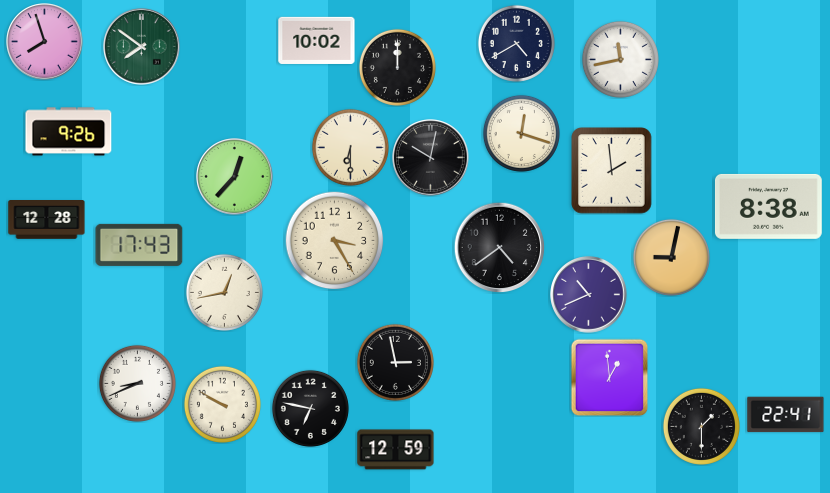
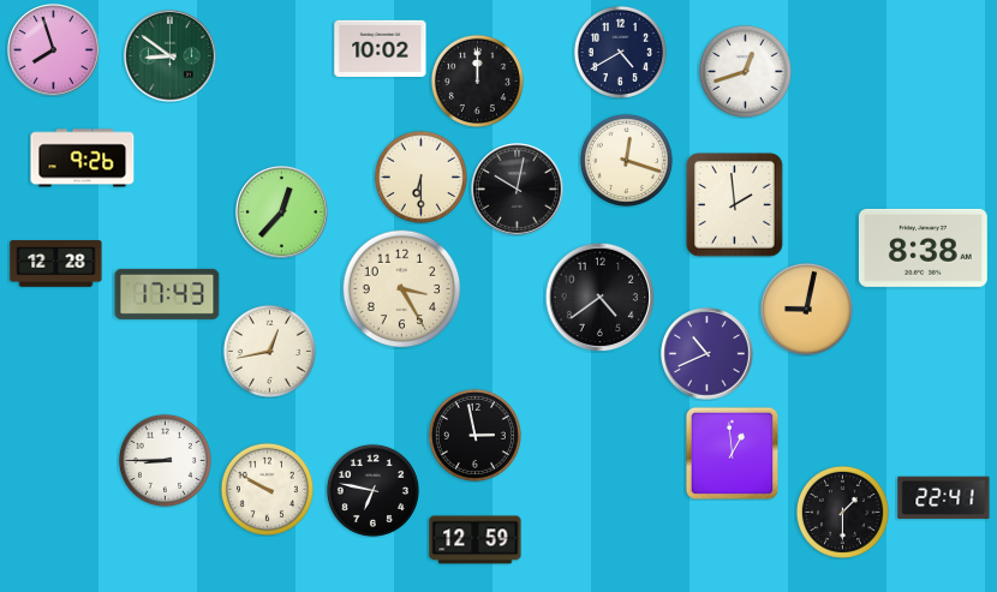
clock at (142, 47): 7:51 -> 8:51
clock at (620, 59): 11:43 -> 12:42
clock at (137, 383): 8:41 -> 8:45
clock at (222, 404) position: (222, 404) -> (267, 489)
